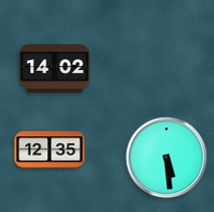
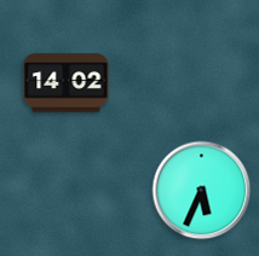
clock at (50, 150): 12:35 -> none
clock at (167, 158): 5:29 -> 5:34
